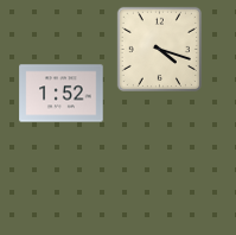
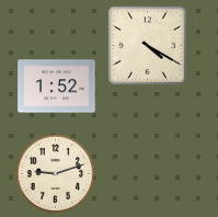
clock at (159, 49): 4:18 -> 4:20
clock at (55, 173): none -> 9:12
